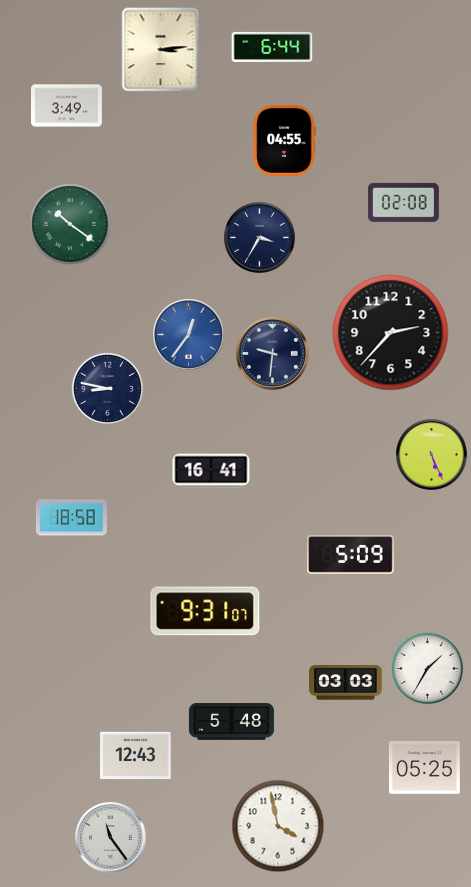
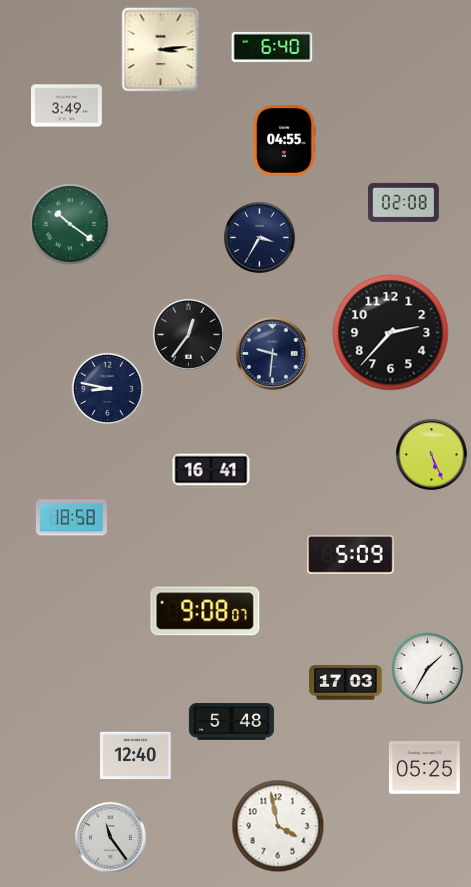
clock at (272, 47): 6:44 -> 6:40
clock at (189, 335) dial: blue -> black
clock at (205, 611): 9:31 -> 9:08
clock at (346, 683): 03:03 -> 17:03
clock at (136, 756): 12:43 -> 12:40
